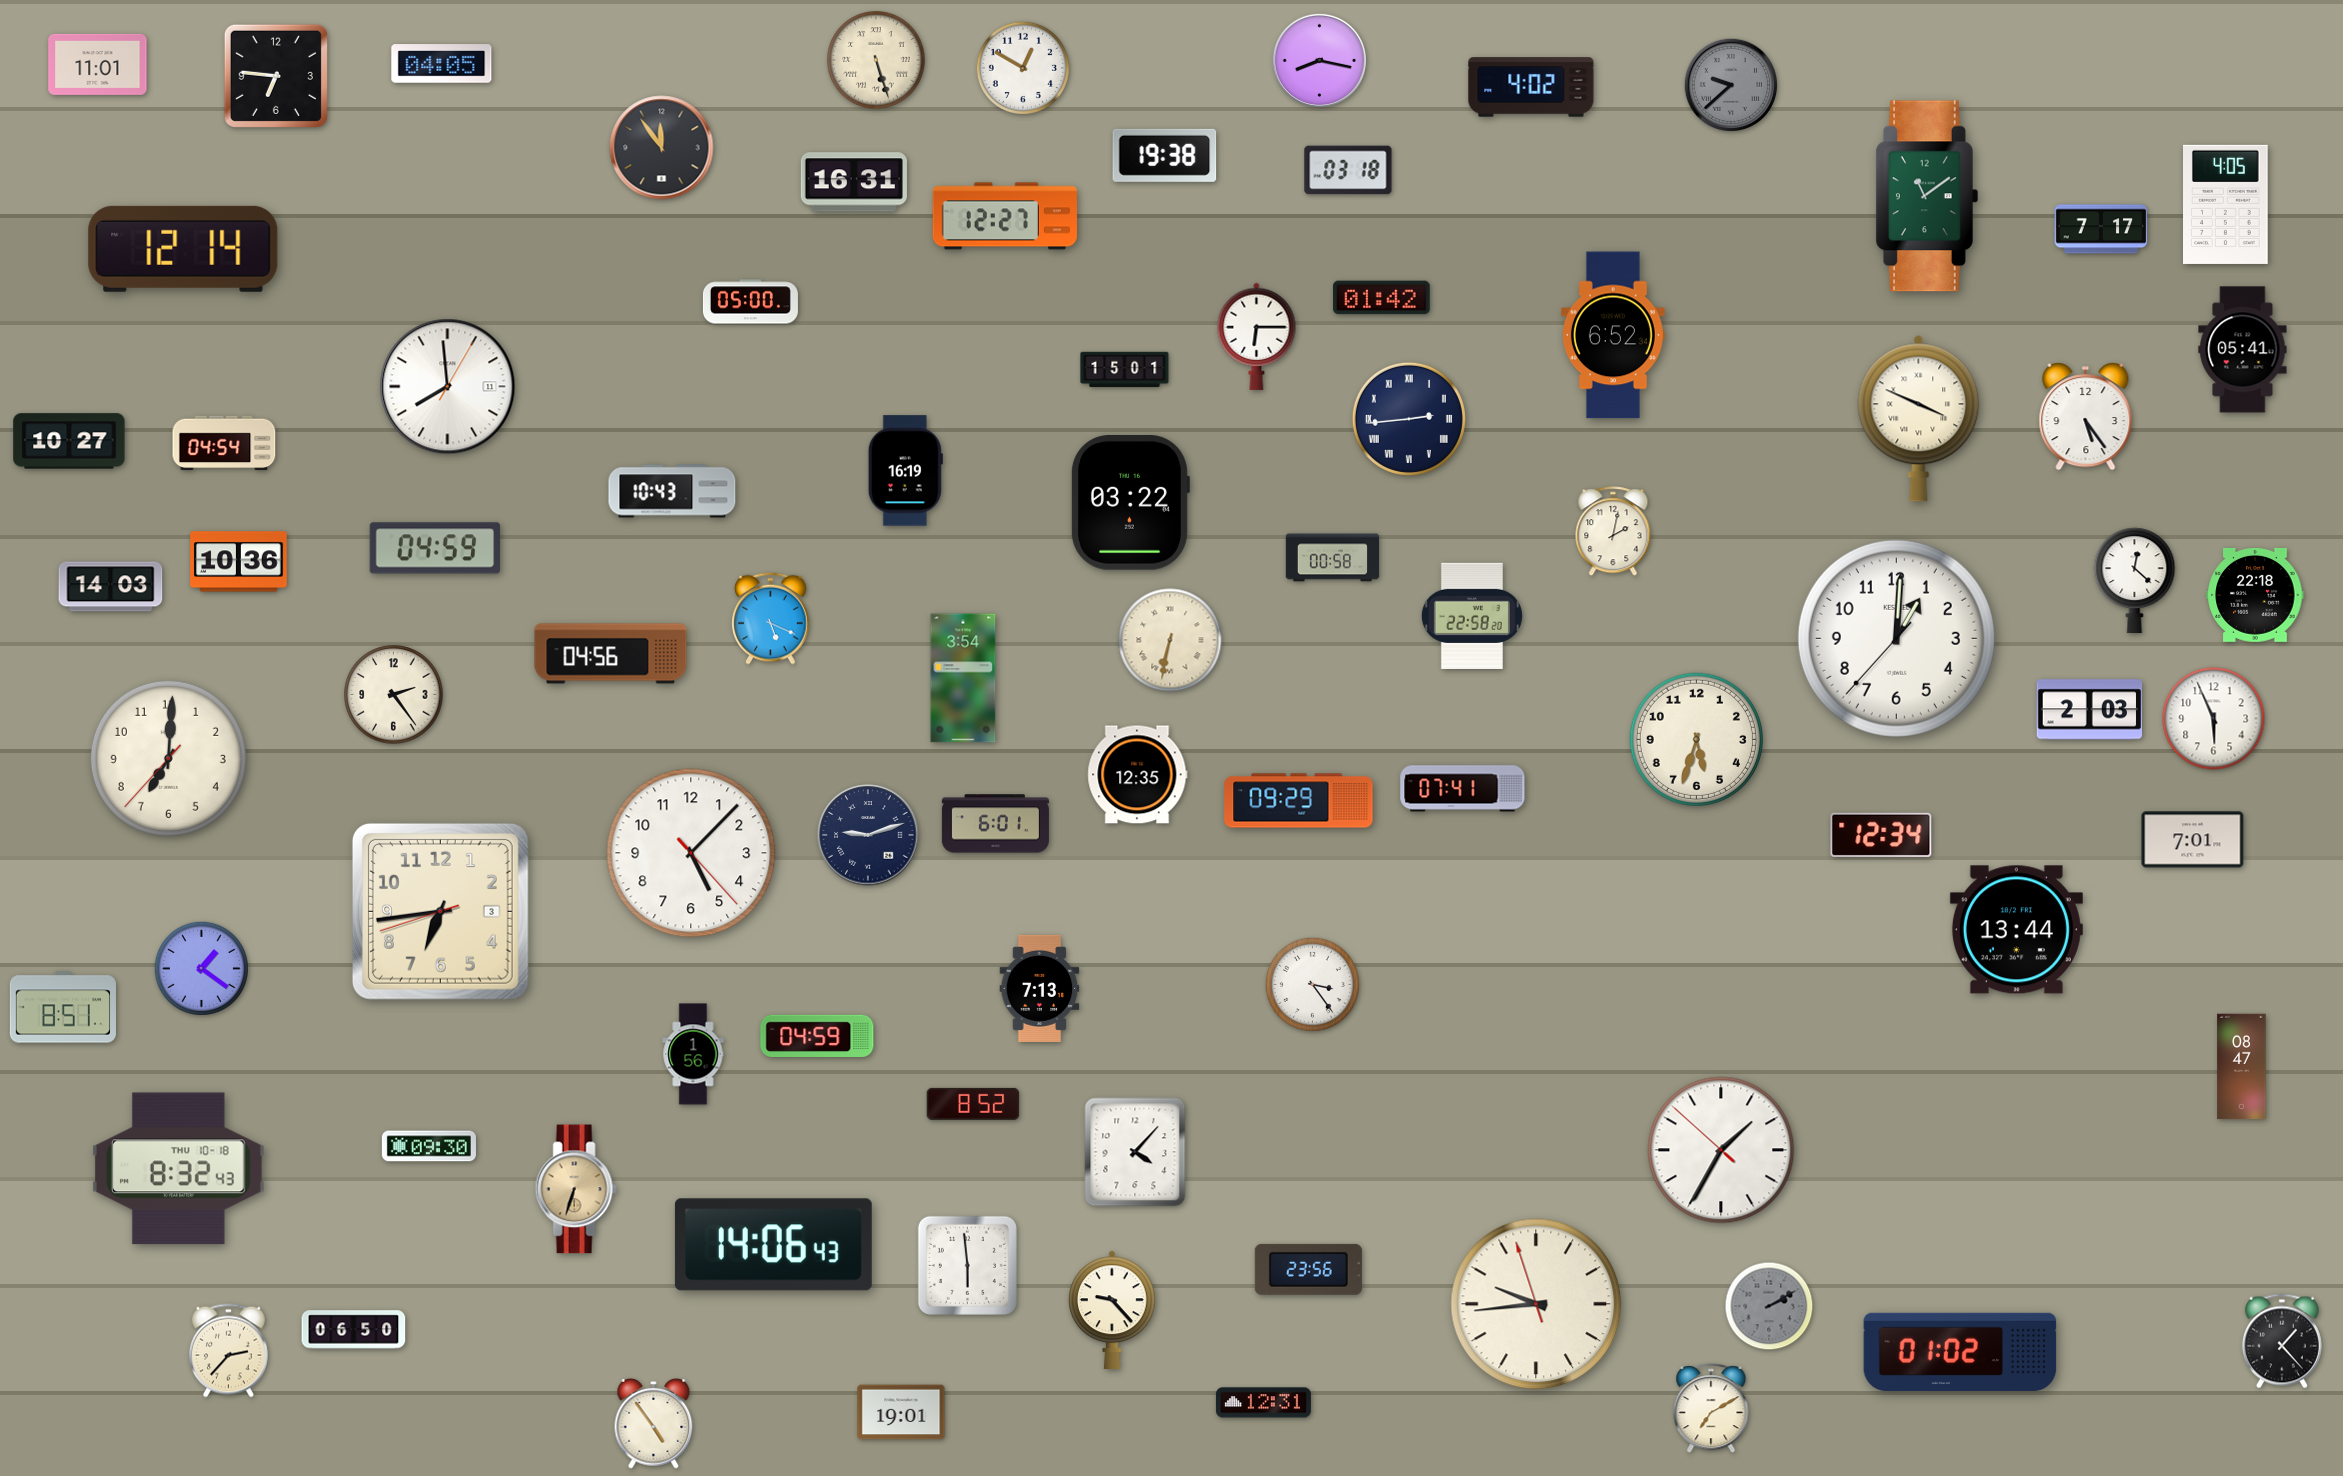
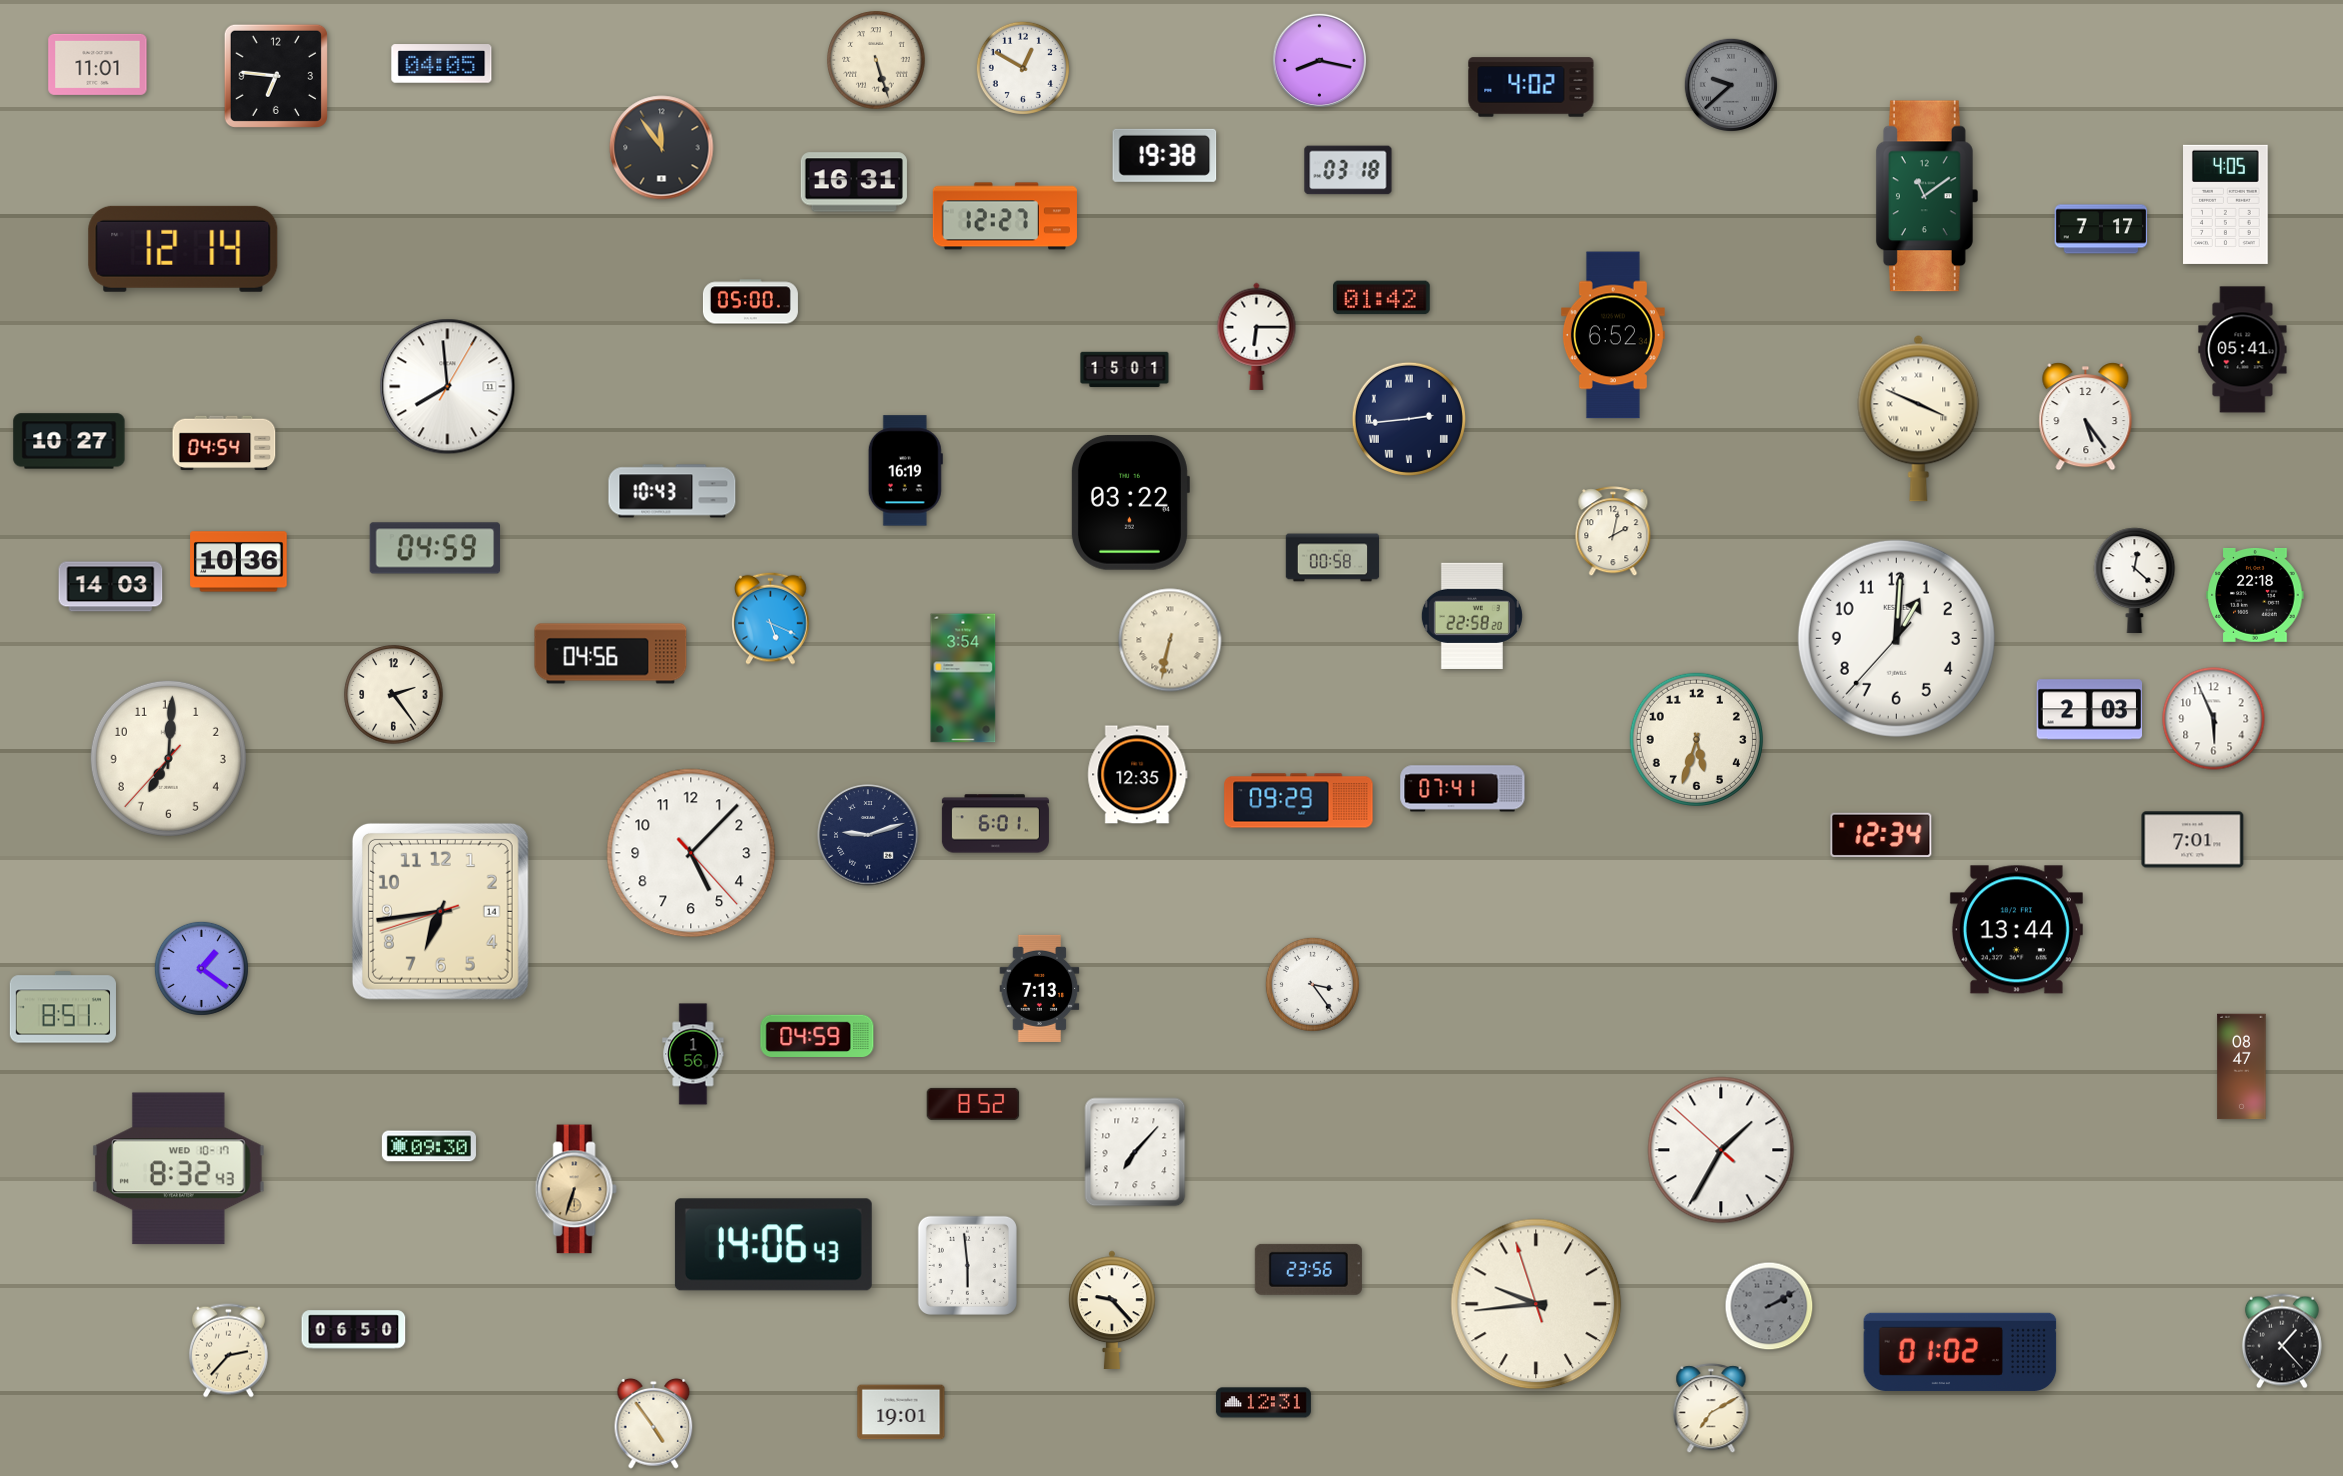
clock at (440, 911) date: 3 -> 14
clock at (1135, 1152): 4:07 -> 7:07
clock at (178, 1169) date: THU 10-18 -> WED 10-17
